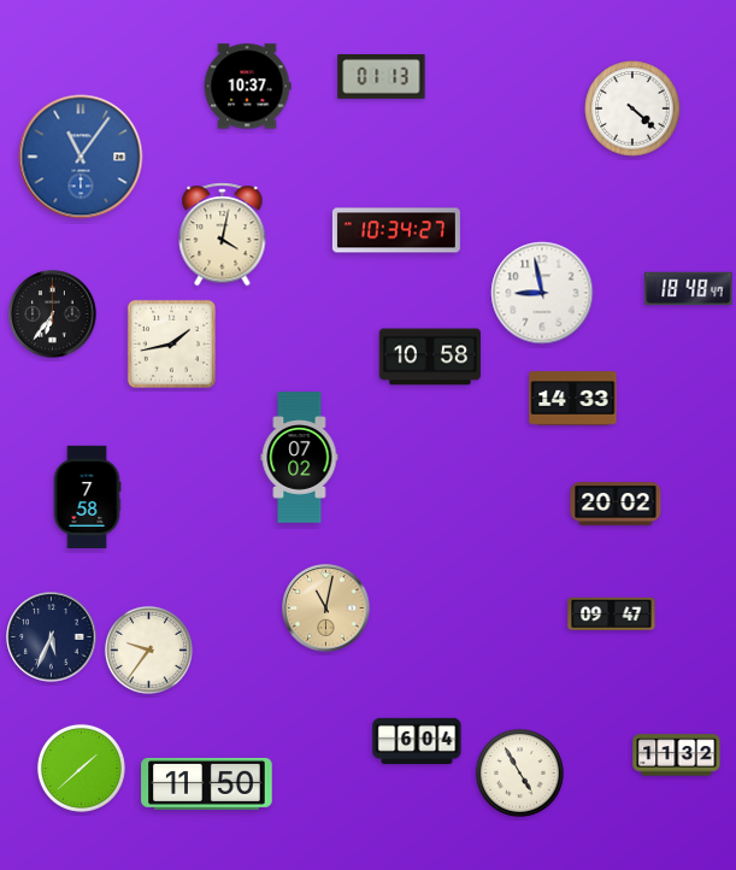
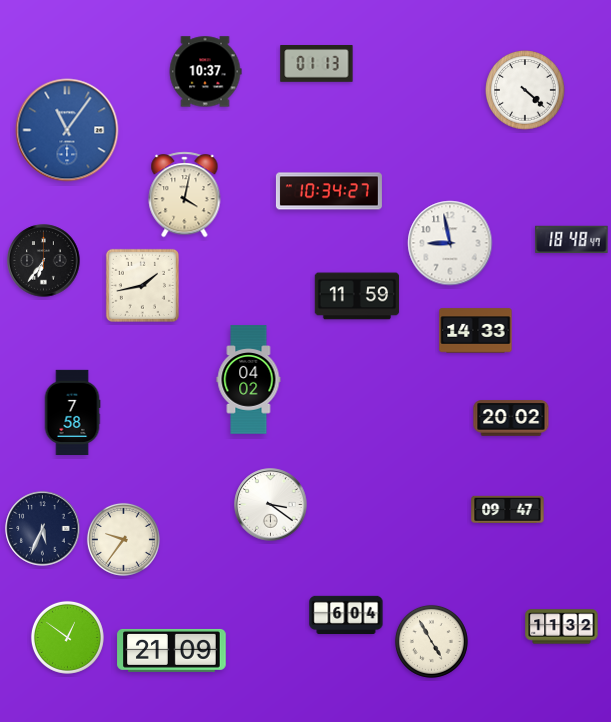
clock at (430, 357): 10:58 -> 11:59
clock at (300, 458): 07:02 -> 04:02
clock at (326, 609): 11:02 -> 3:21
clock at (326, 609) dial: champagne -> white
clock at (81, 768): 1:38 -> 12:51
clock at (207, 783): 11:50 -> 21:09
